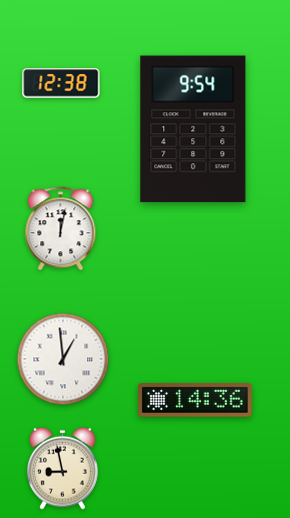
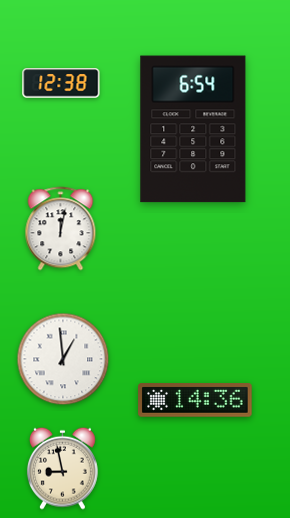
clock at (193, 129): 9:54 -> 6:54
